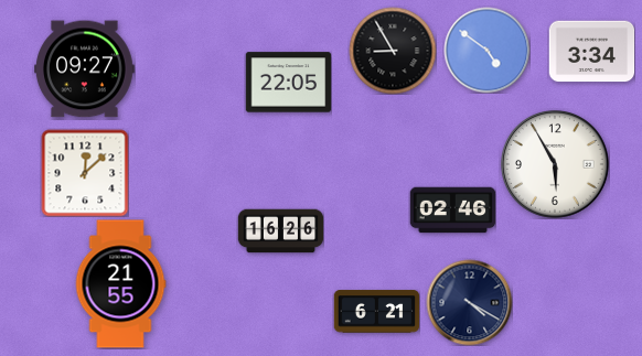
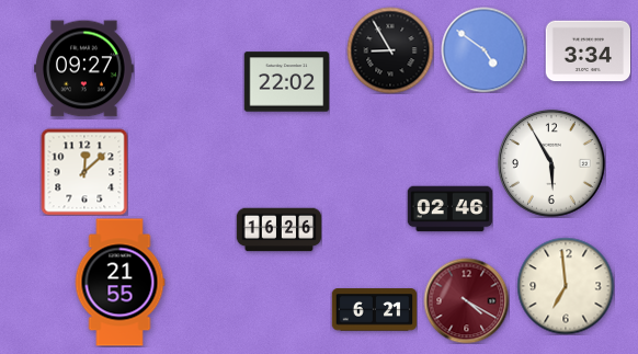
clock at (288, 83): 22:05 -> 22:02
clock at (566, 286): none -> 6:59
clock at (469, 302) dial: navy -> burgundy
